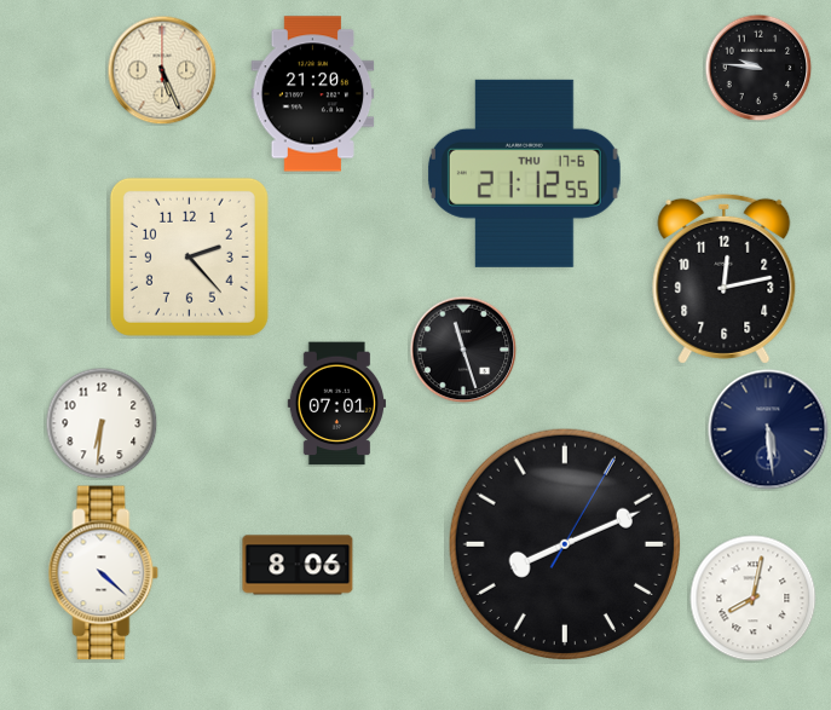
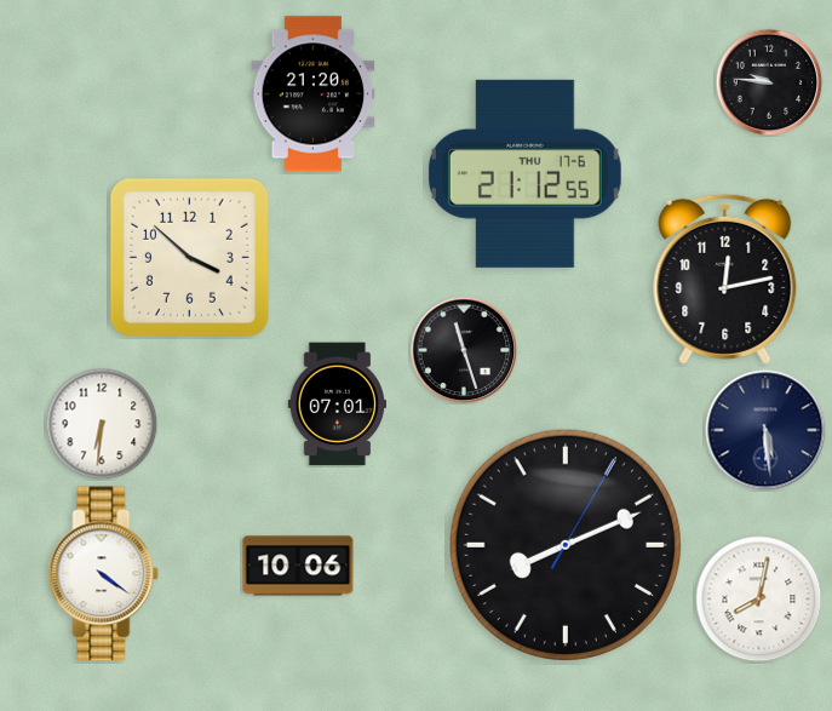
clock at (758, 68) position: (758, 68) -> (769, 82)
clock at (162, 70): 5:26 -> none
clock at (189, 256): 2:23 -> 3:52
clock at (768, 429) position: (768, 429) -> (765, 430)
clock at (298, 565): 8:06 -> 10:06
clock at (104, 573): 4:22 -> 4:21
clock at (754, 599) position: (754, 599) -> (759, 600)
